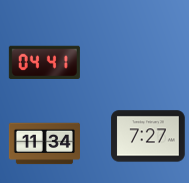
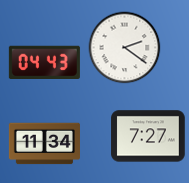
clock at (125, 48): none -> 2:21
clock at (44, 62): 04:41 -> 04:43
